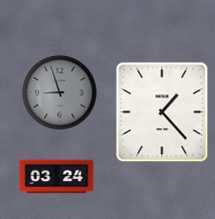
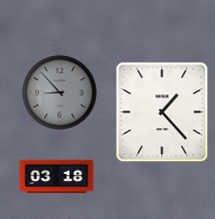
clock at (60, 93): 8:57 -> 8:53
clock at (57, 177): 03:24 -> 03:18
